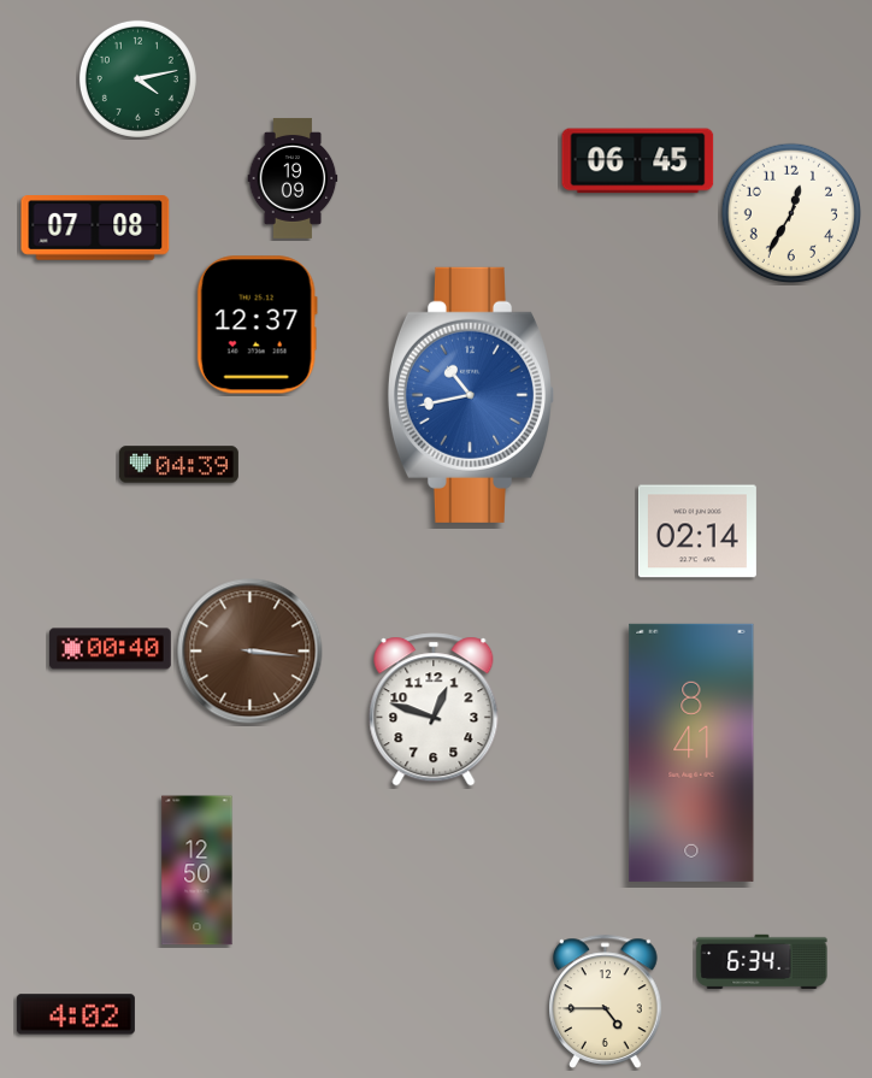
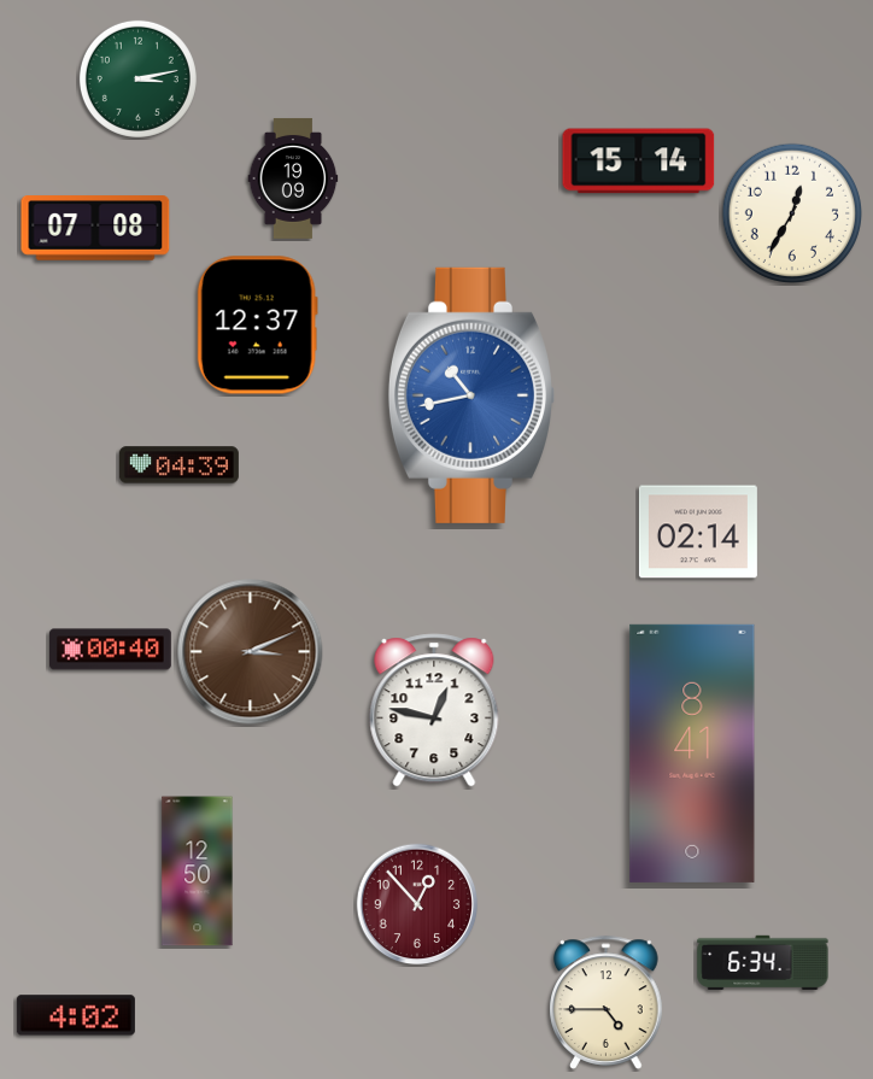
clock at (137, 78): 4:13 -> 3:13
clock at (638, 161): 06:45 -> 15:14
clock at (251, 652): 3:16 -> 3:11
clock at (434, 709): 12:48 -> 12:47
clock at (417, 904): none -> 12:53
